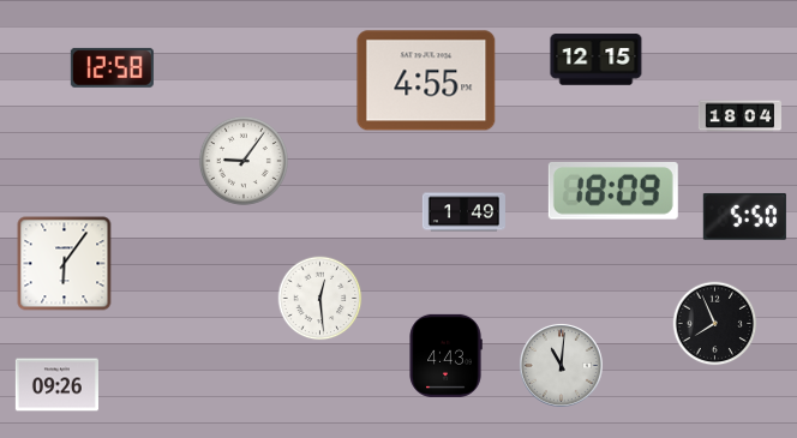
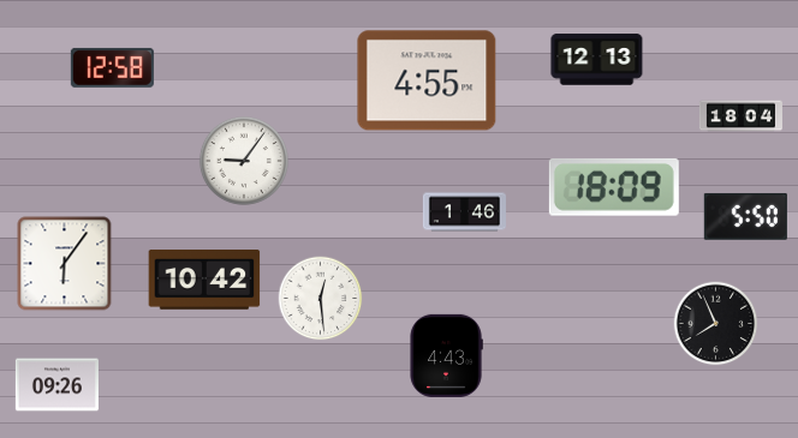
clock at (597, 60): 12:15 -> 12:13
clock at (613, 191) position: (613, 191) -> (614, 187)
clock at (463, 212): 1:49 -> 1:46
clock at (204, 281): none -> 10:42
clock at (561, 365): 11:01 -> none
